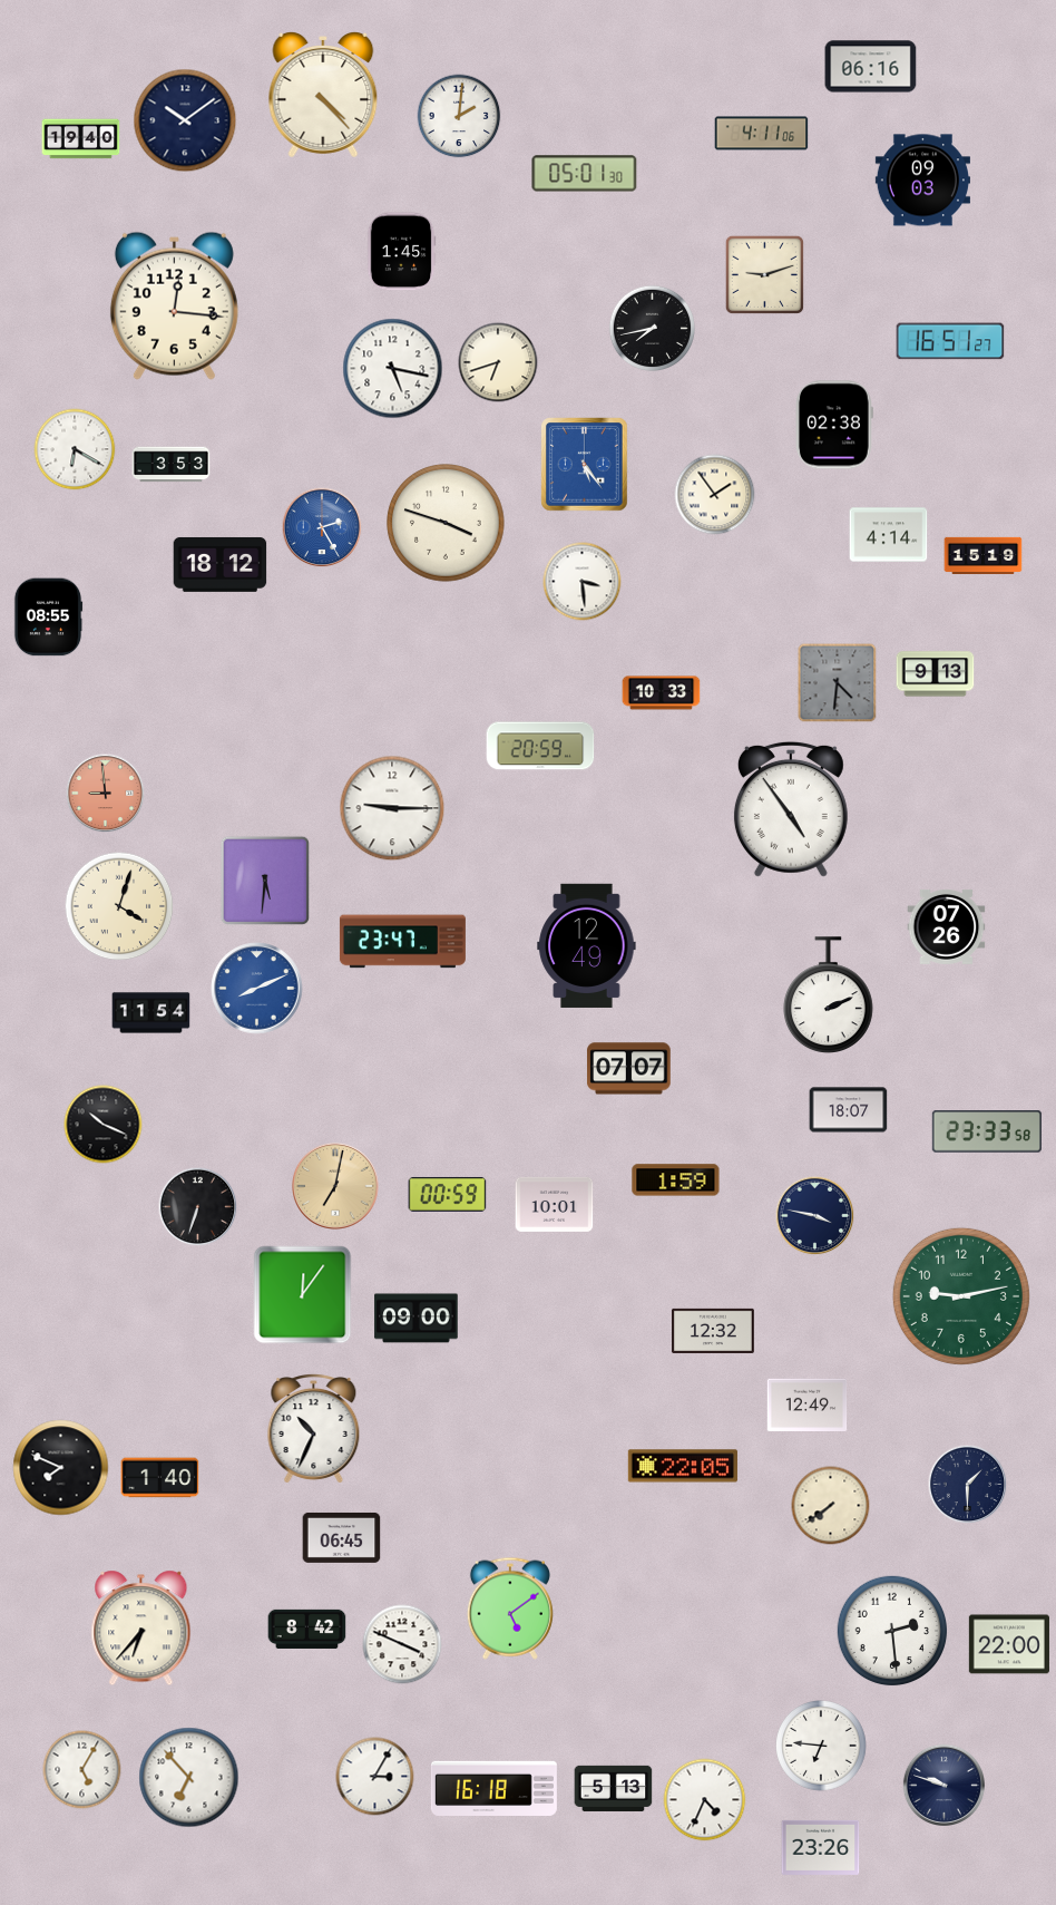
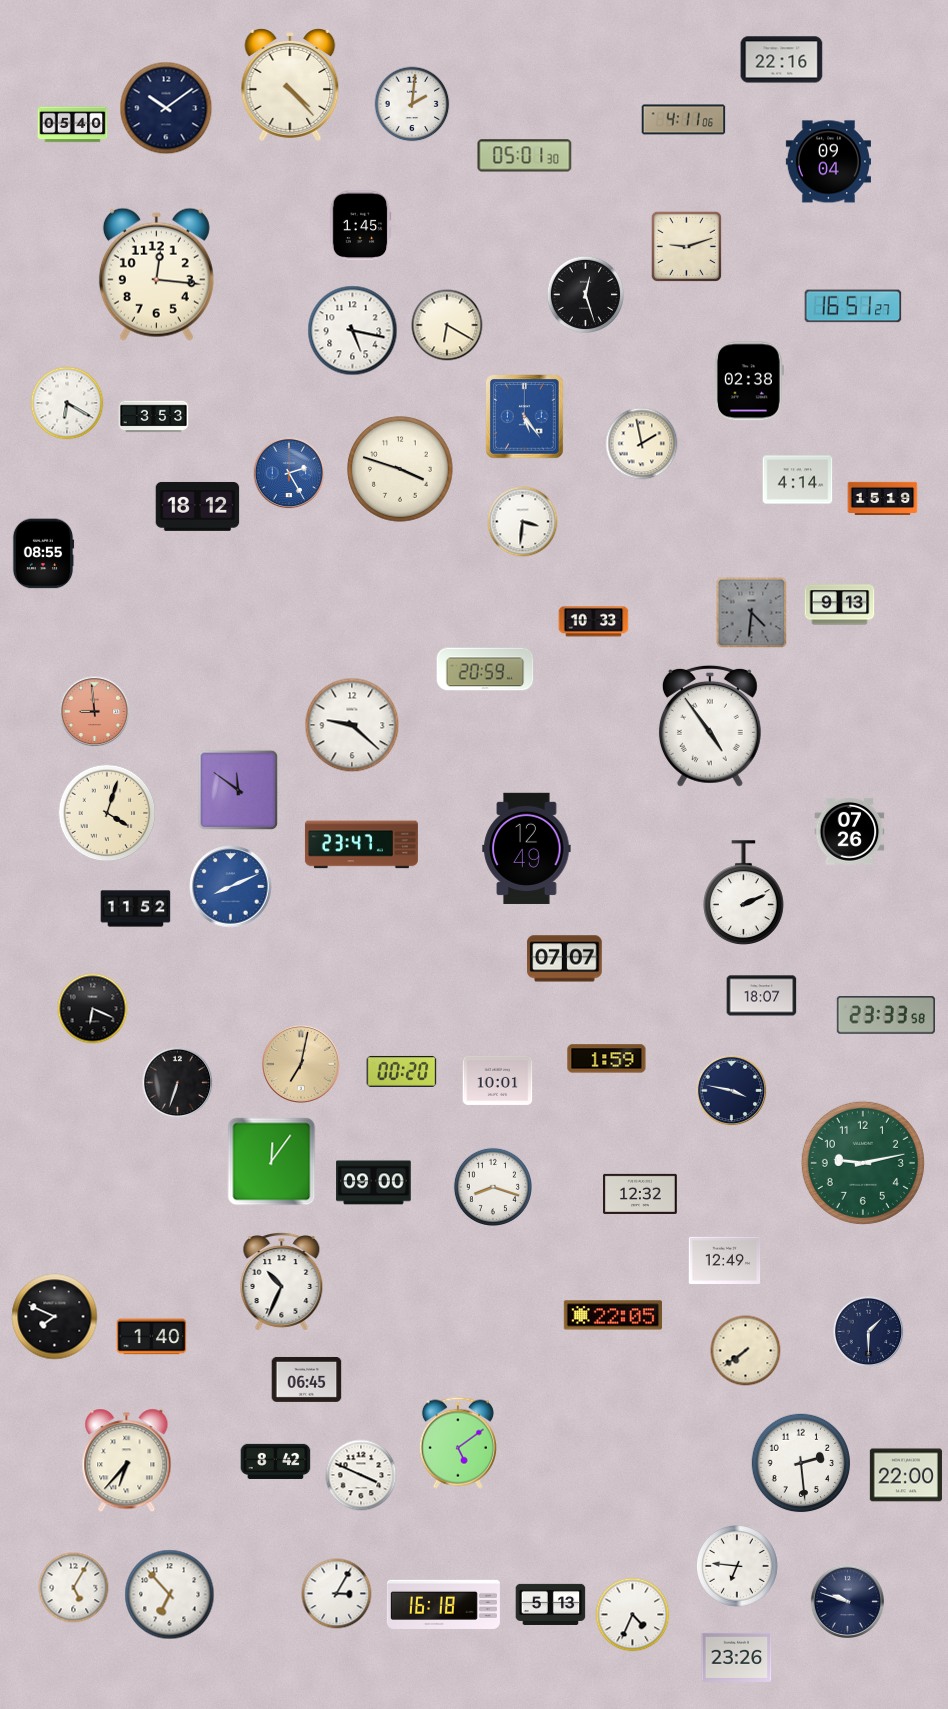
clock at (871, 67): 06:16 -> 22:16
clock at (81, 139): 19:40 -> 05:40
clock at (922, 181): 09:03 -> 09:04
clock at (653, 329): 7:43 -> 12:27
clock at (498, 362): 6:42 -> 6:20
clock at (715, 495): 1:54 -> 1:58
clock at (583, 582): 3:29 -> 3:31
clock at (392, 808): 9:15 -> 9:22
clock at (265, 881): 5:31 -> 11:51
clock at (151, 1013): 11:54 -> 11:52
clock at (104, 1125): 10:19 -> 6:19
clock at (448, 1194): 00:59 -> 00:20
clock at (493, 1187): none -> 8:18
clock at (160, 1478) position: (160, 1478) -> (152, 1337)
